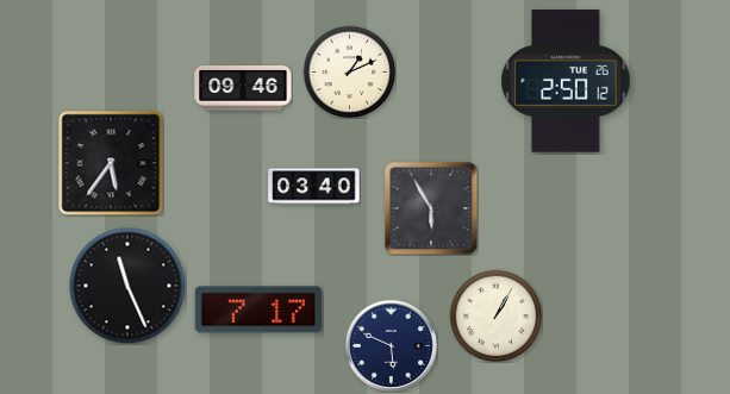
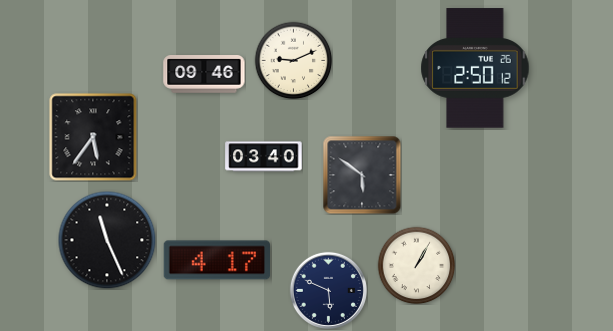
clock at (349, 71): 1:11 -> 9:11
clock at (431, 208): 5:55 -> 5:51
clock at (257, 309): 7:17 -> 4:17
